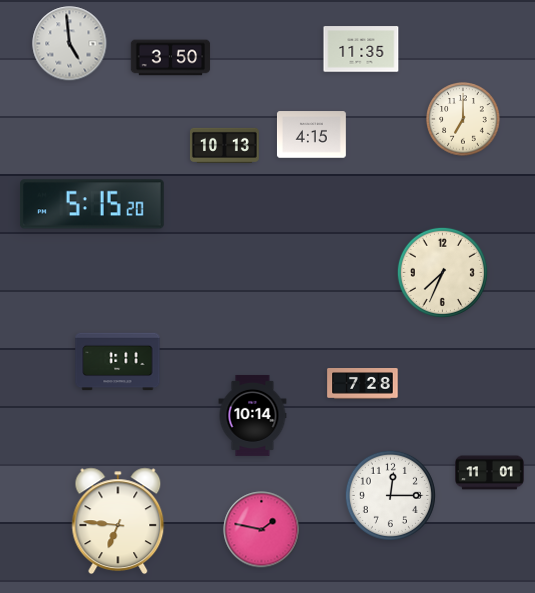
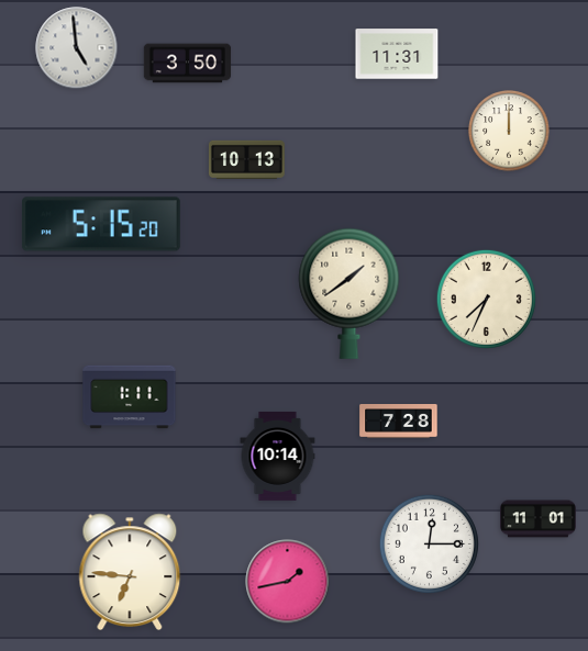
clock at (361, 49): 11:35 -> 11:31
clock at (463, 119): 7:00 -> 12:00
clock at (312, 135): 4:15 -> none
clock at (350, 293): none -> 1:39
clock at (262, 530): 1:47 -> 1:43
